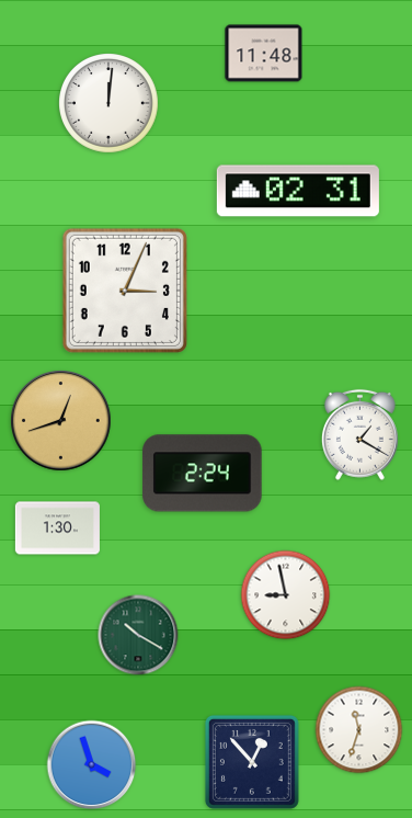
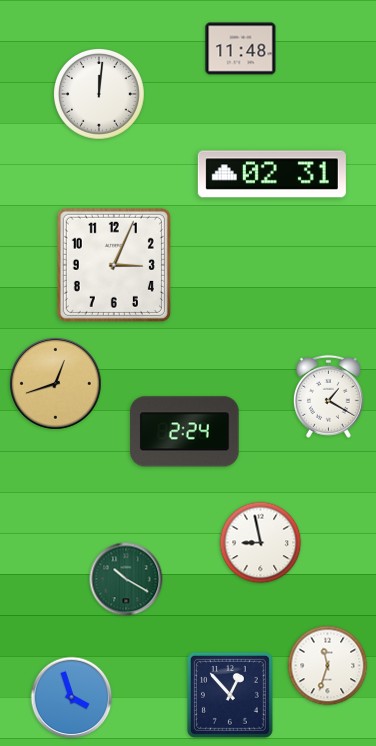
clock at (57, 529): 1:30 -> none
clock at (92, 765) position: (92, 765) -> (72, 698)
